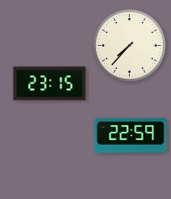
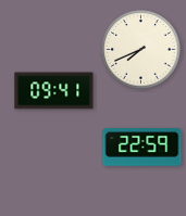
clock at (130, 46): 7:37 -> 7:41
clock at (50, 84): 23:15 -> 09:41
